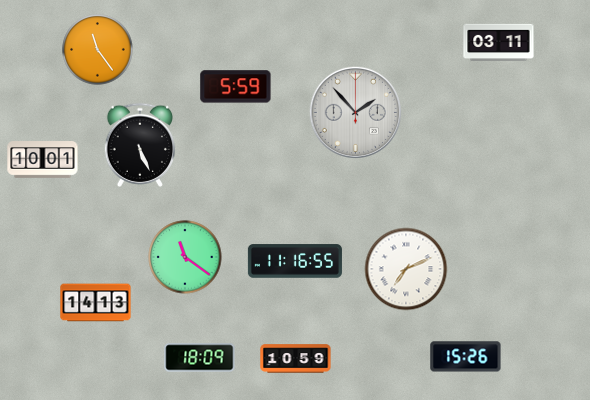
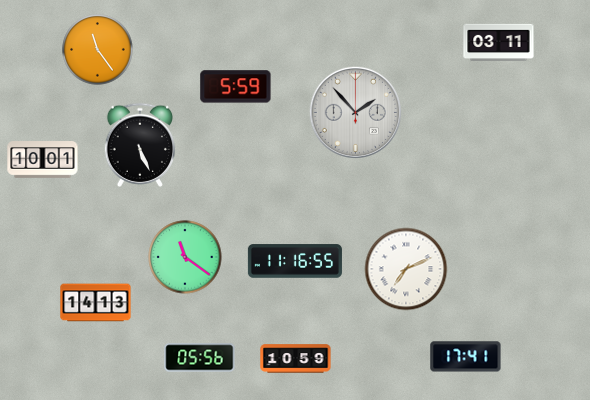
clock at (466, 357): 15:26 -> 17:41
clock at (200, 358): 18:09 -> 05:56
